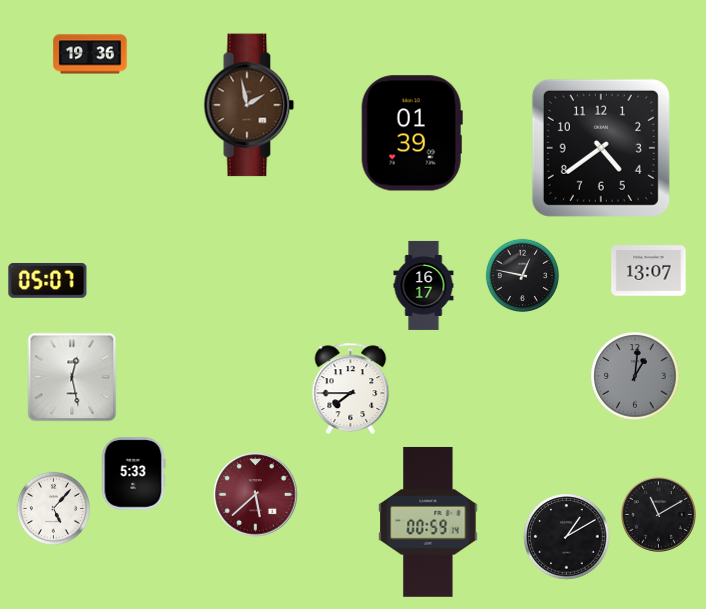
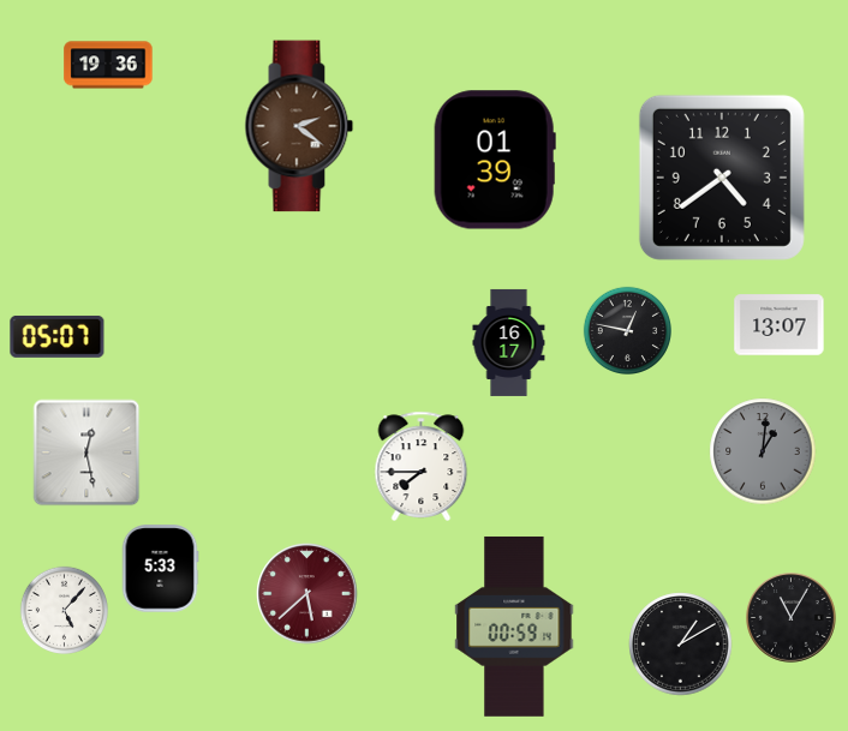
clock at (249, 105): 1:58 -> 2:21
clock at (659, 515): 11:10 -> 11:05
